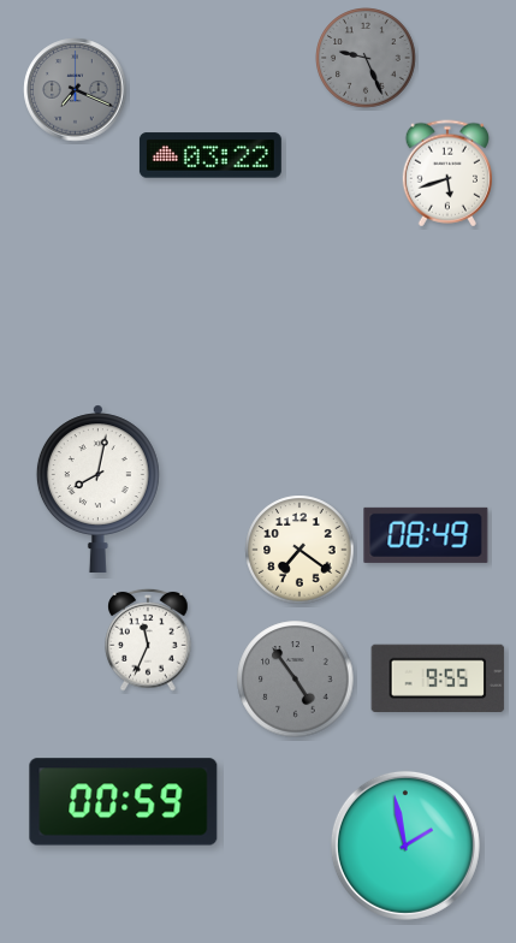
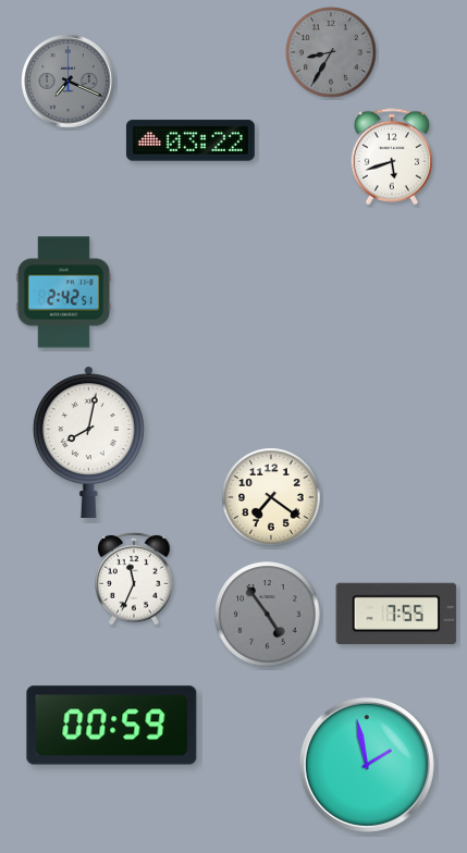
clock at (366, 58): 9:26 -> 8:35
clock at (446, 173) position: (446, 173) -> (391, 157)
clock at (63, 293): none -> 2:42
clock at (426, 535): 08:49 -> none
clock at (438, 677): 9:55 -> 7:55
